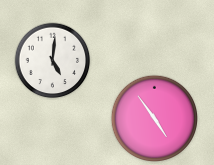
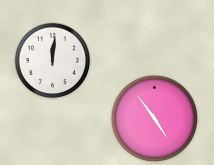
clock at (53, 61): 5:01 -> 12:01
